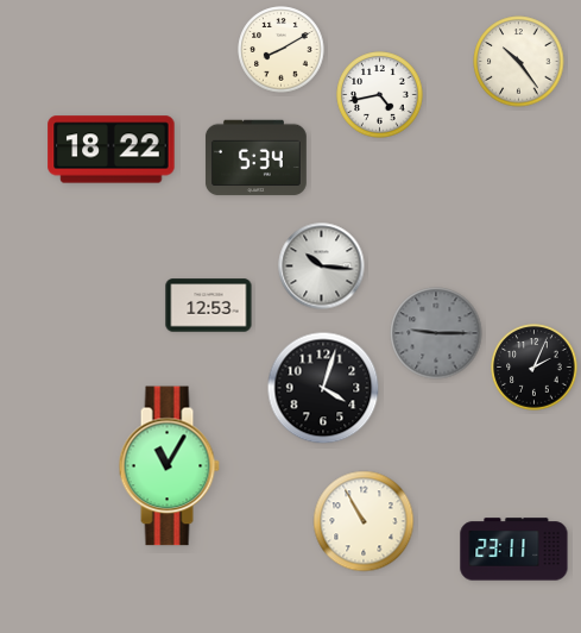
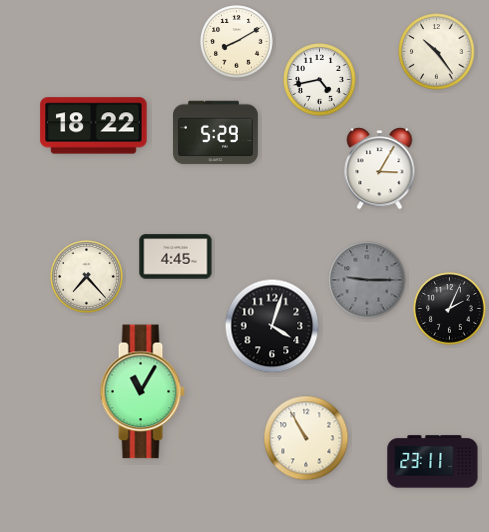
clock at (255, 158): 5:34 -> 5:29
clock at (380, 169): none -> 3:05
clock at (322, 267): 10:16 -> none
clock at (209, 306): 12:53 -> 4:45
clock at (87, 277): none -> 7:23
